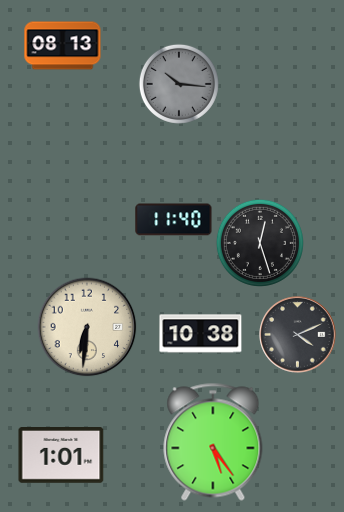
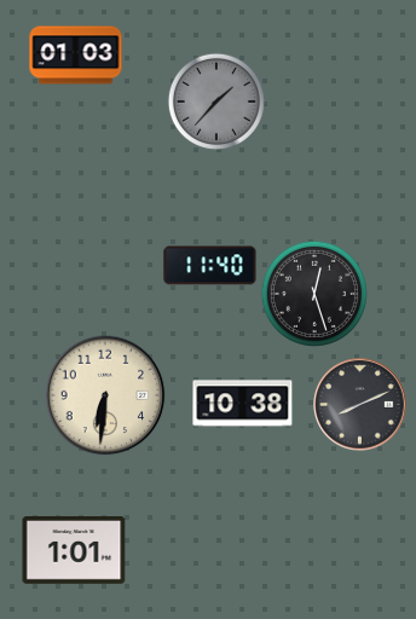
clock at (63, 46): 08:13 -> 01:03
clock at (179, 84): 10:16 -> 1:37
clock at (298, 335): 4:11 -> 8:11
clock at (213, 442): 5:24 -> none
